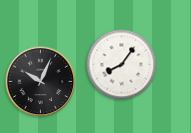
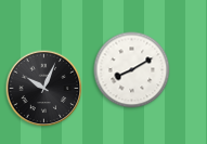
clock at (122, 65): 8:06 -> 8:10
